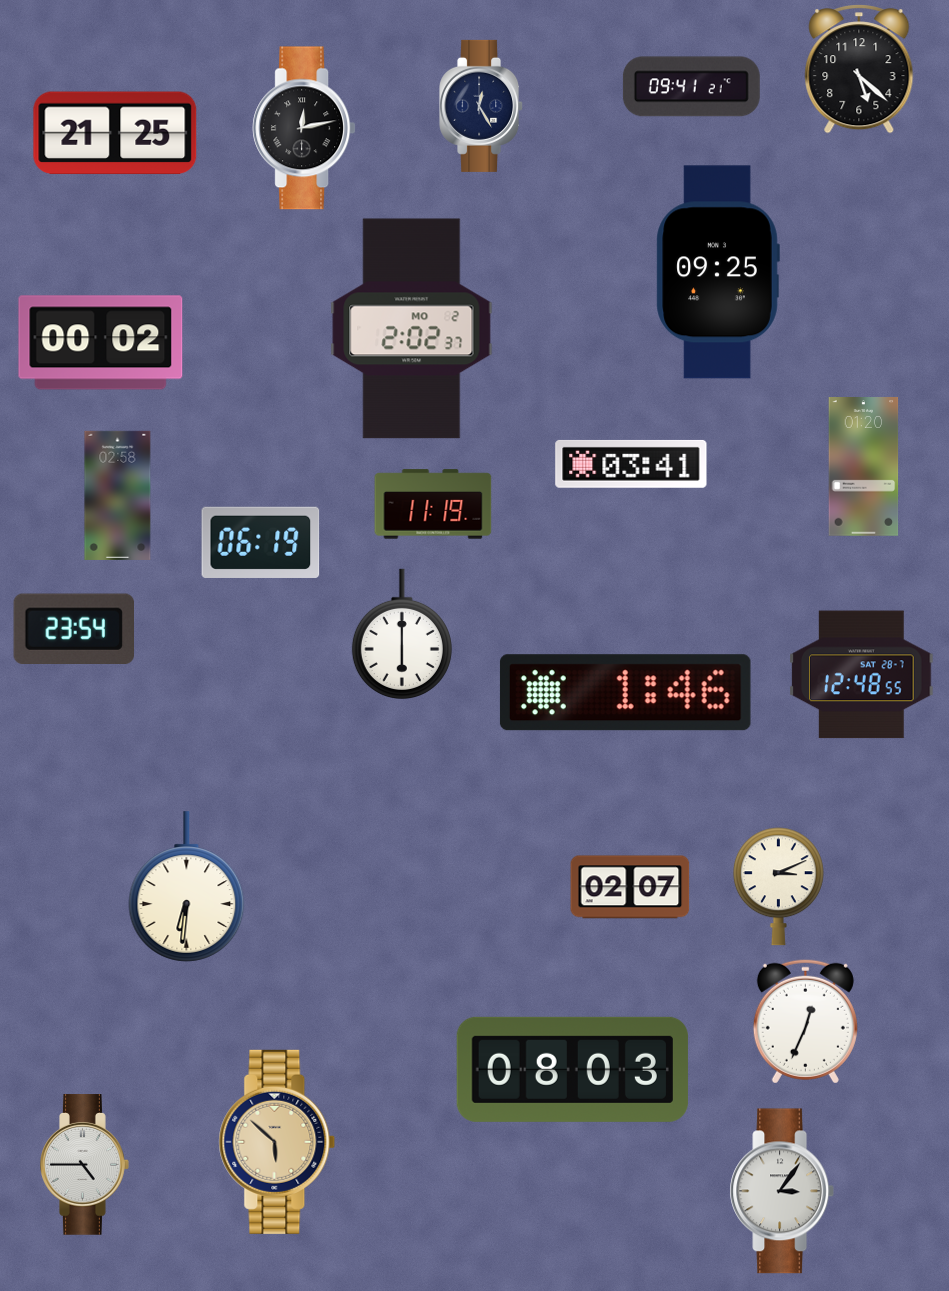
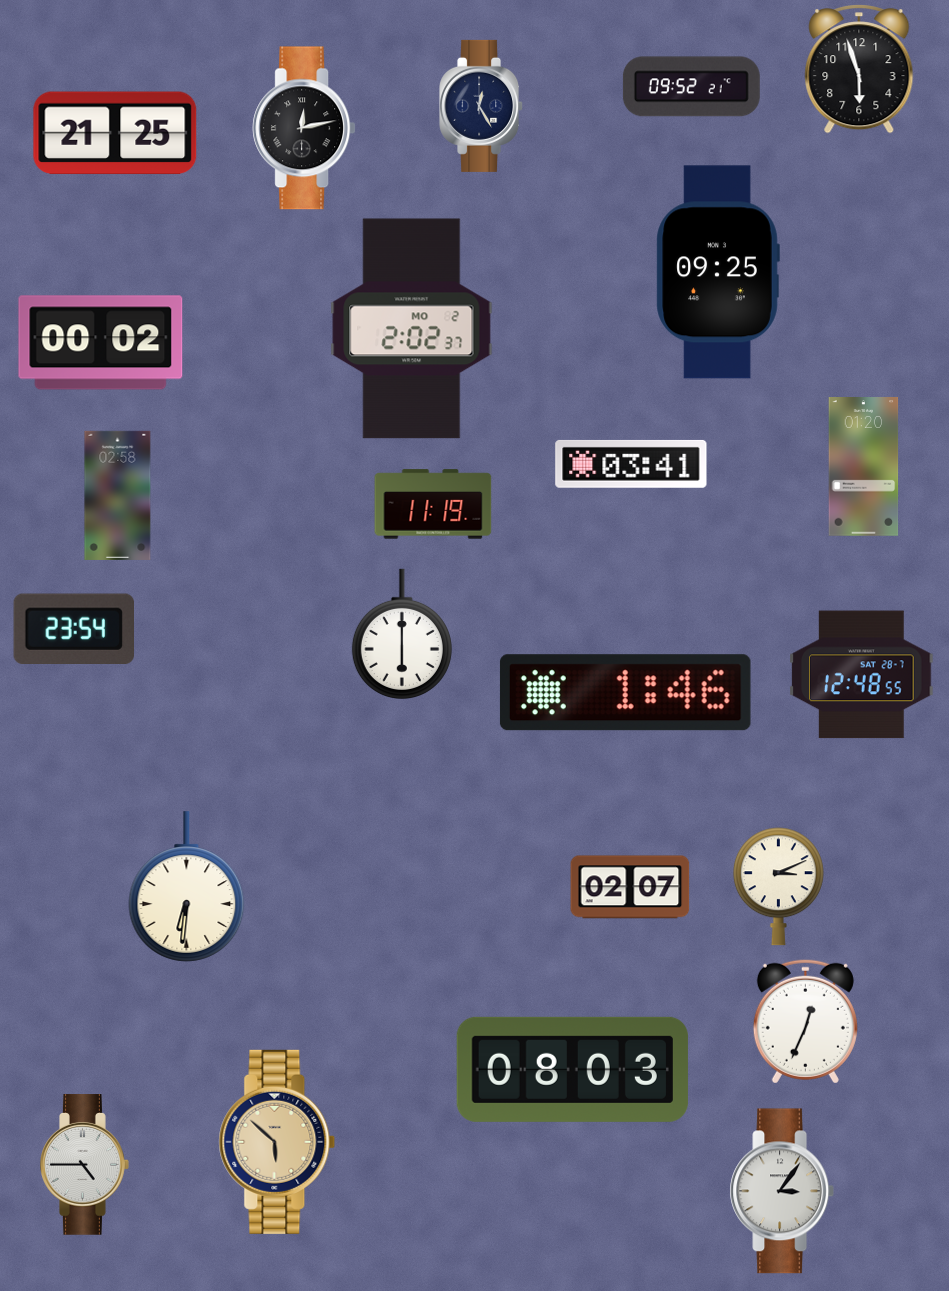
clock at (859, 69): 5:22 -> 5:57
clock at (691, 87): 09:41 -> 09:52
clock at (261, 542): 06:19 -> none
